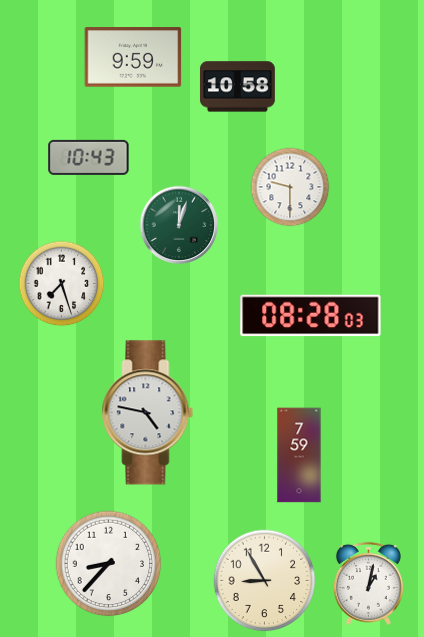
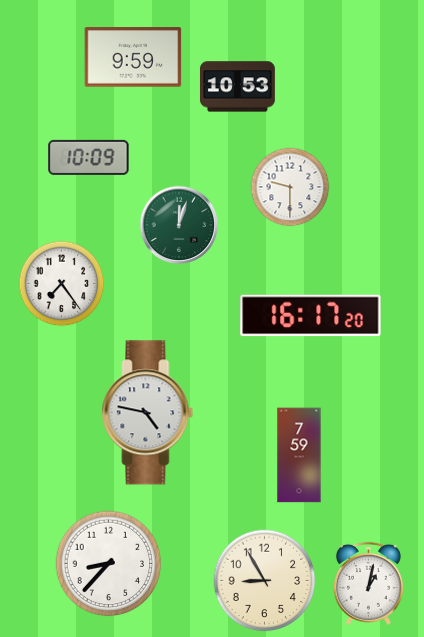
clock at (237, 87): 10:58 -> 10:53
clock at (89, 157): 10:43 -> 10:09
clock at (62, 284): 7:27 -> 7:24
clock at (311, 316): 08:28 -> 16:17
